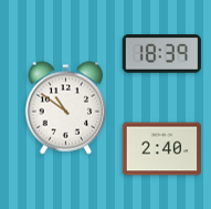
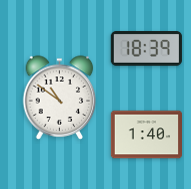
clock at (161, 149): 2:40 -> 1:40
